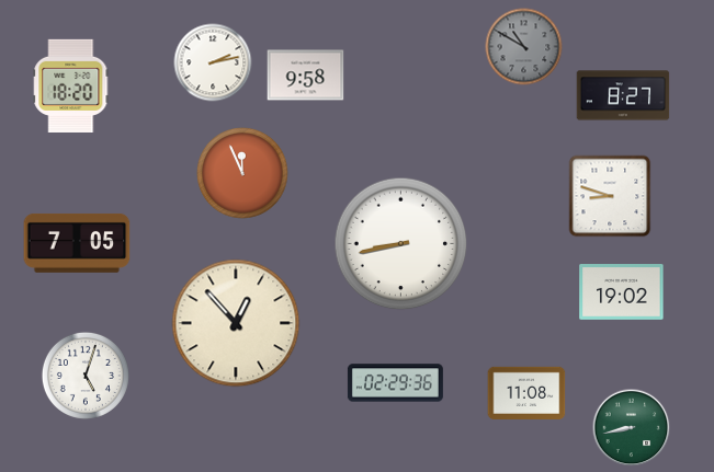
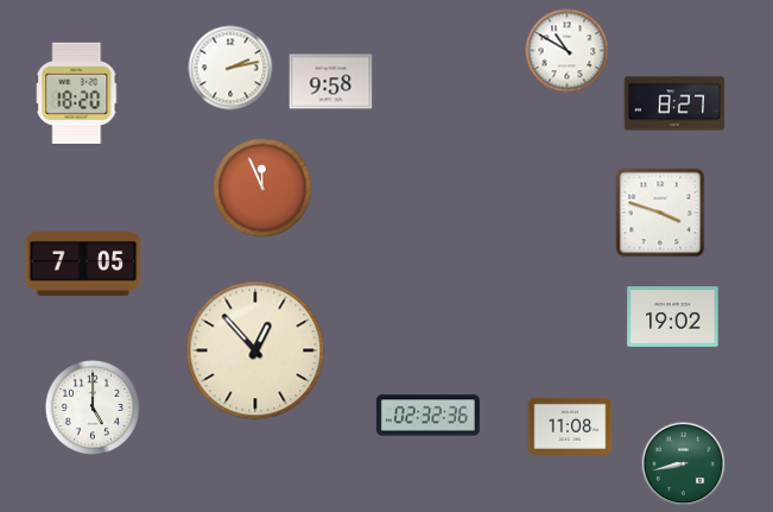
clock at (524, 47) dial: grey -> white
clock at (610, 196): 8:48 -> 3:48
clock at (401, 244): 8:43 -> none
clock at (86, 376): 5:03 -> 5:00
clock at (395, 383): 02:29 -> 02:32
